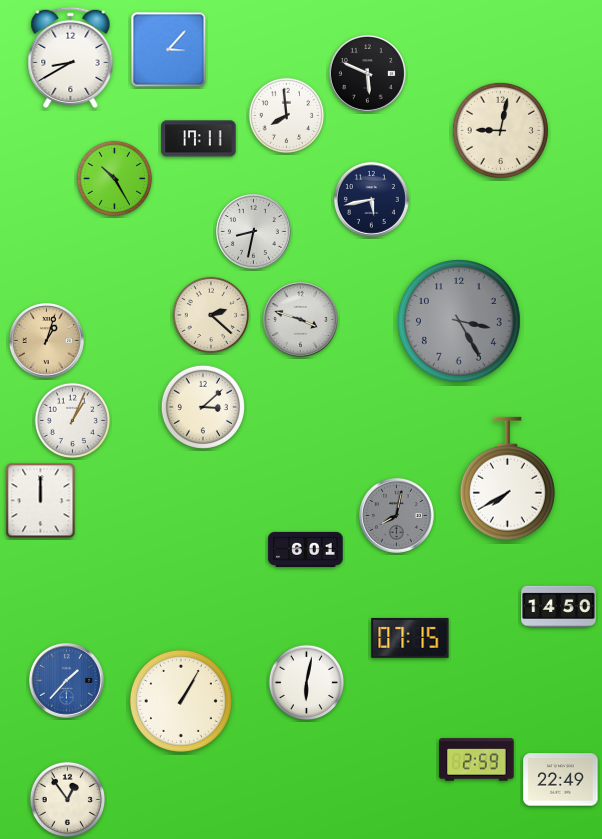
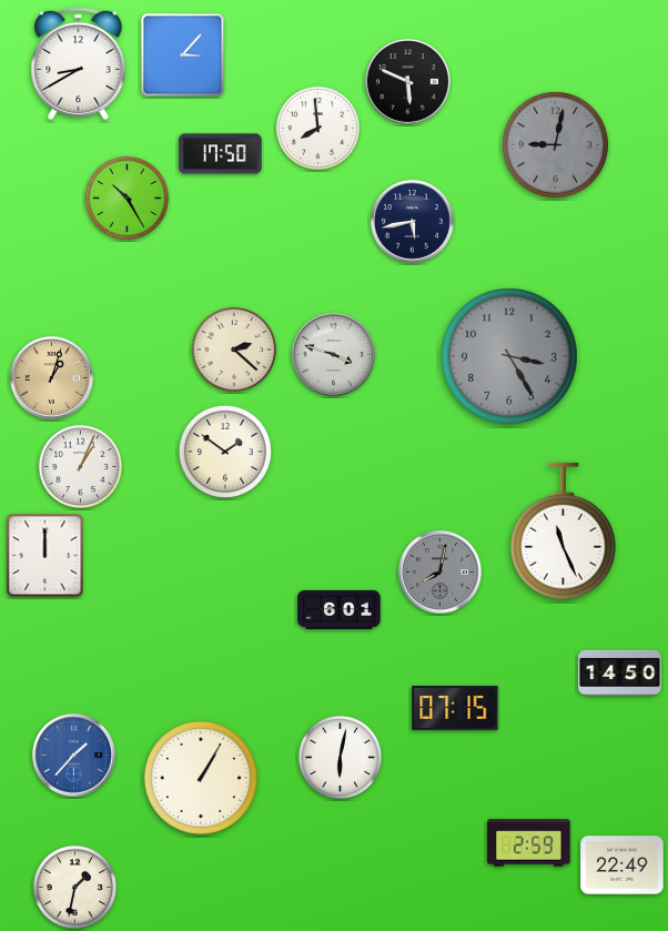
clock at (169, 50) position: (169, 50) -> (183, 55)
clock at (500, 130) dial: cream -> grey
clock at (199, 139): 17:11 -> 17:50
clock at (253, 231): 8:32 -> none
clock at (202, 407): 3:08 -> 1:51
clock at (507, 479): 7:40 -> 11:26
clock at (68, 800): 12:54 -> 1:32
